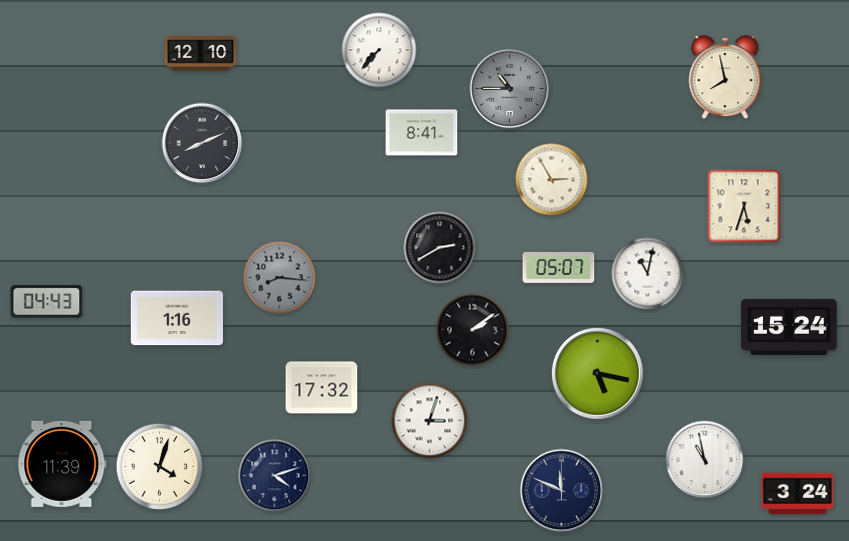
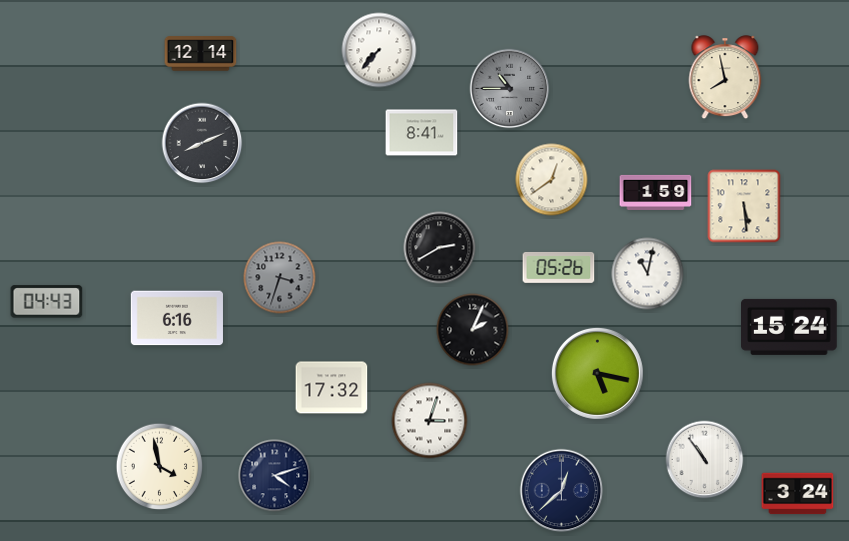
clock at (201, 54): 12:10 -> 12:14
clock at (552, 180): 2:55 -> 12:39
clock at (656, 192): none -> 1:59
clock at (744, 206): 5:33 -> 5:29
clock at (559, 267): 05:07 -> 05:26
clock at (280, 278): 8:16 -> 3:33
clock at (177, 318): 1:16 -> 6:16
clock at (473, 330): 2:09 -> 2:04
clock at (322, 388) position: (322, 388) -> (332, 388)
clock at (705, 460): 10:58 -> 10:54
clock at (62, 464): 11:39 -> none
clock at (160, 467): 4:03 -> 3:58
clock at (562, 491): 11:49 -> 12:38
